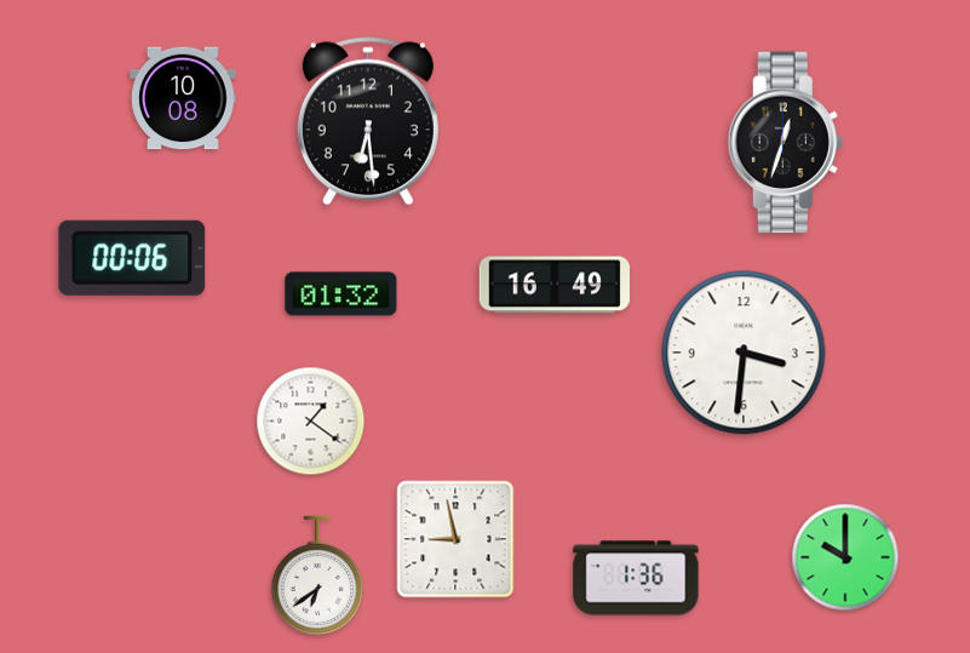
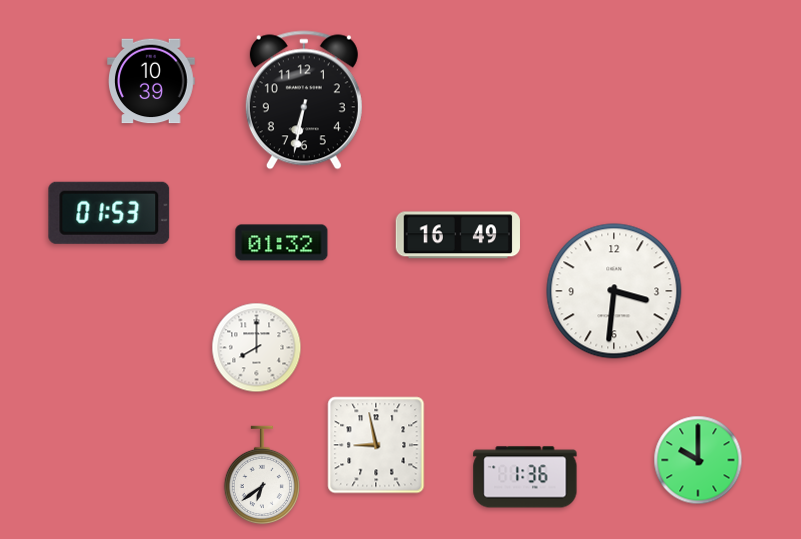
clock at (183, 98): 10:08 -> 10:39
clock at (368, 121): 6:29 -> 6:32
clock at (785, 143): 12:33 -> none
clock at (132, 258): 00:06 -> 01:53
clock at (311, 422): 1:21 -> 8:00
